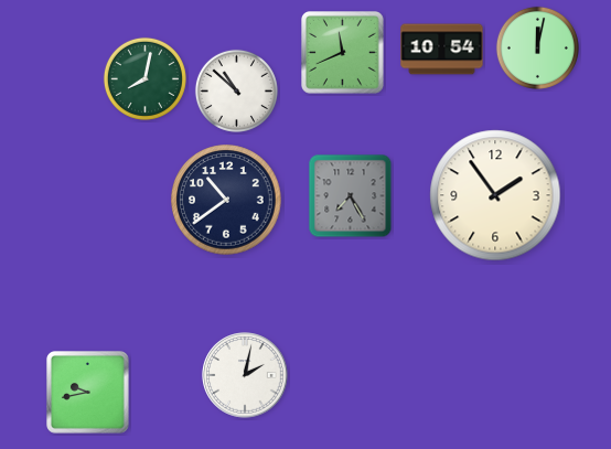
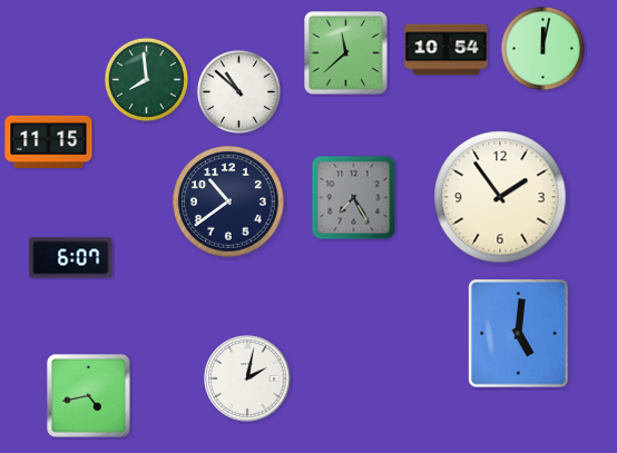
clock at (343, 53): 11:41 -> 11:38
clock at (144, 78): 8:02 -> 7:59
clock at (49, 141): none -> 11:15
clock at (71, 258): none -> 6:07
clock at (519, 334): none -> 5:01
clock at (88, 393): 9:43 -> 4:43
